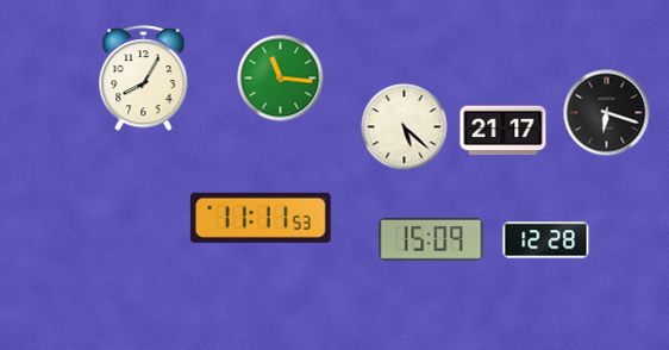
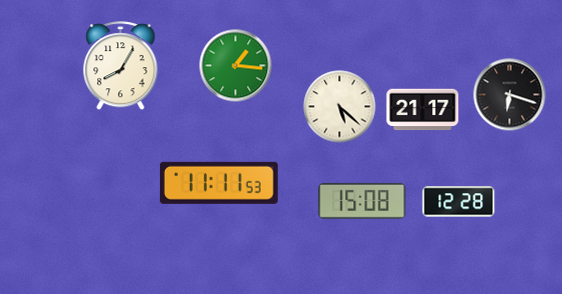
clock at (281, 79): 11:16 -> 1:16
clock at (431, 239): 15:09 -> 15:08
